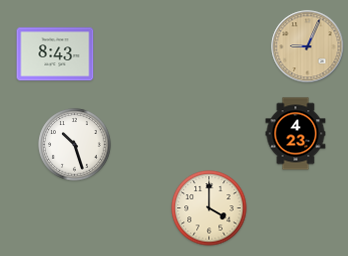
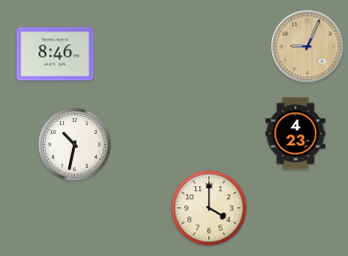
clock at (55, 54): 8:43 -> 8:46
clock at (75, 145): 10:27 -> 10:32
